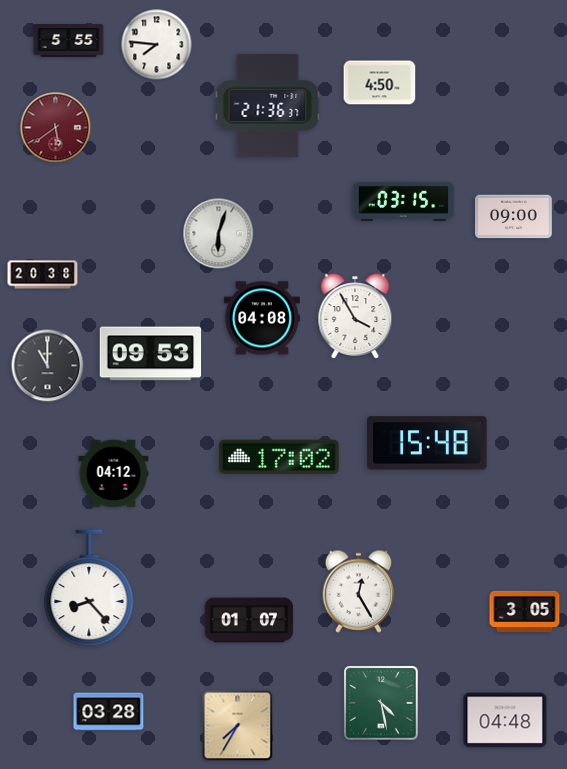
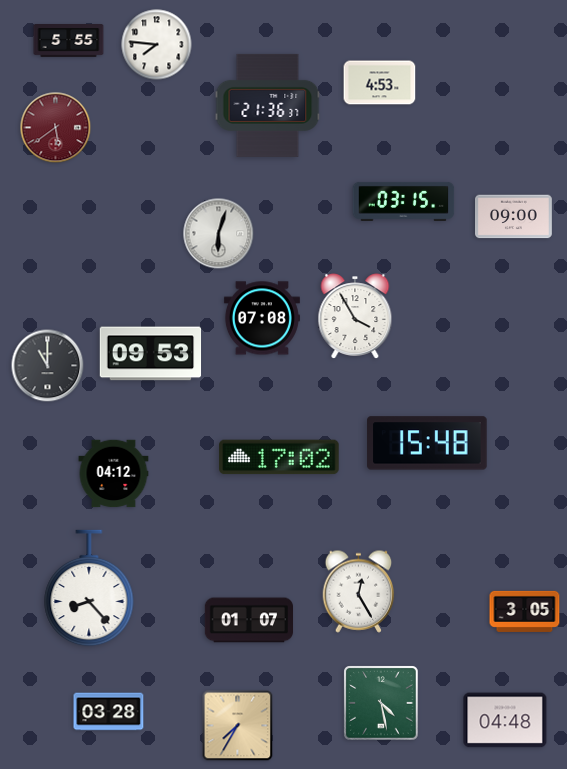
clock at (380, 83): 4:50 -> 4:53
clock at (43, 275): 20:38 -> none
clock at (262, 318): 04:08 -> 07:08
